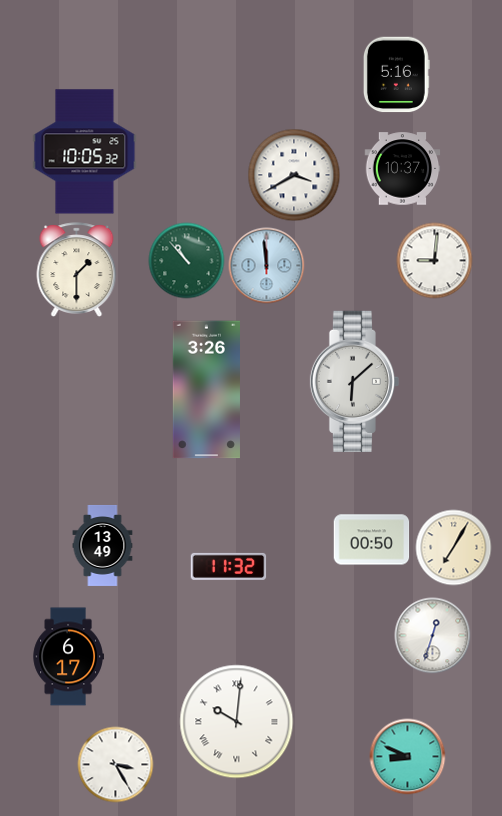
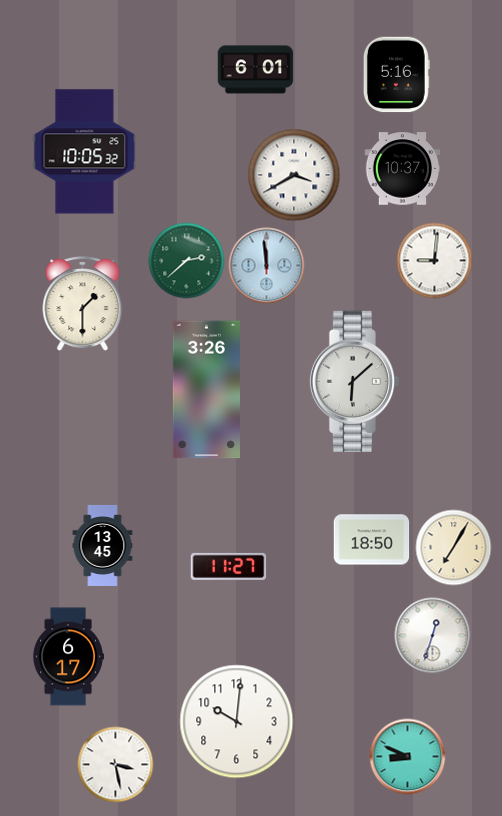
clock at (256, 70): none -> 6:01
clock at (187, 261): 10:53 -> 2:38
clock at (77, 269) position: (77, 269) -> (83, 303)
clock at (372, 540): 00:50 -> 18:50
clock at (103, 545): 13:49 -> 13:45
clock at (229, 566): 11:32 -> 11:27
clock at (237, 722) numerals: Roman -> Arabic
clock at (116, 765): 3:25 -> 3:28
